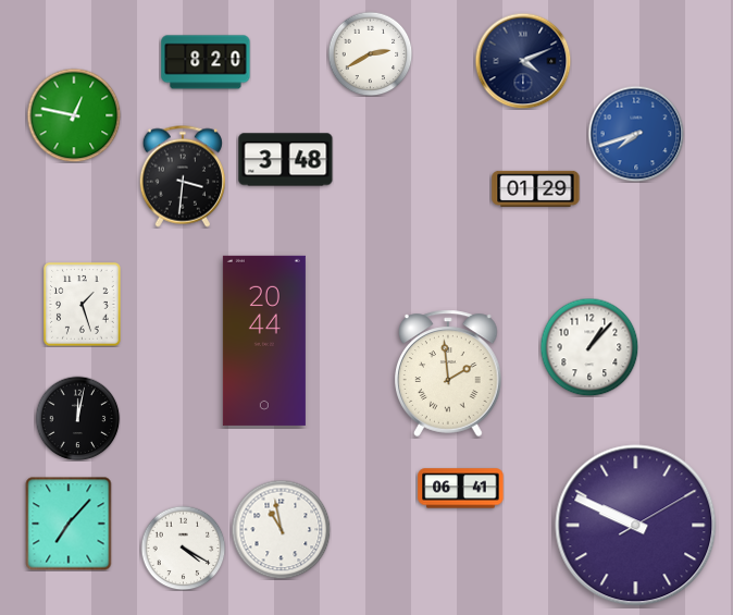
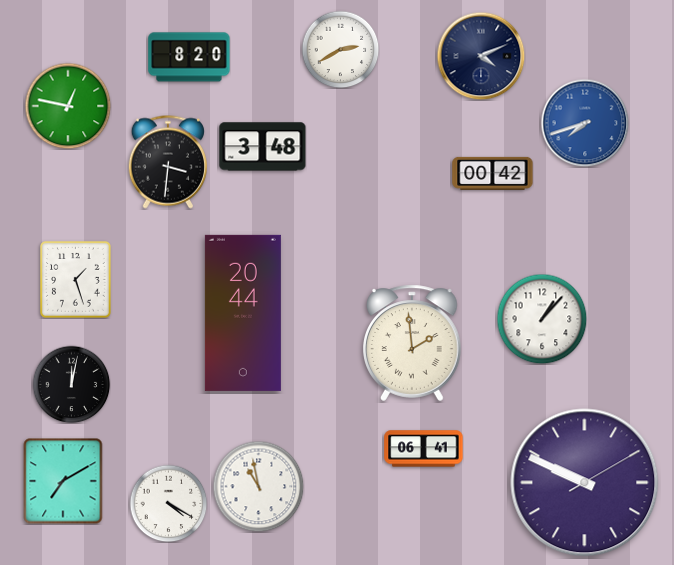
clock at (536, 188): 01:29 -> 00:42
clock at (69, 524): 7:07 -> 7:10
